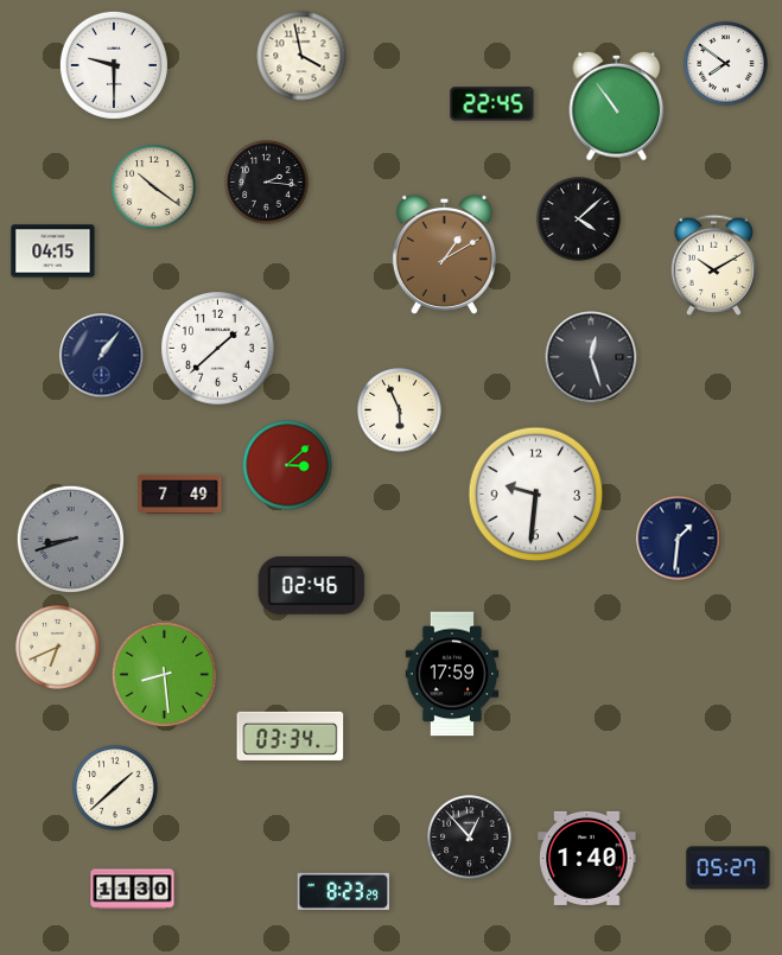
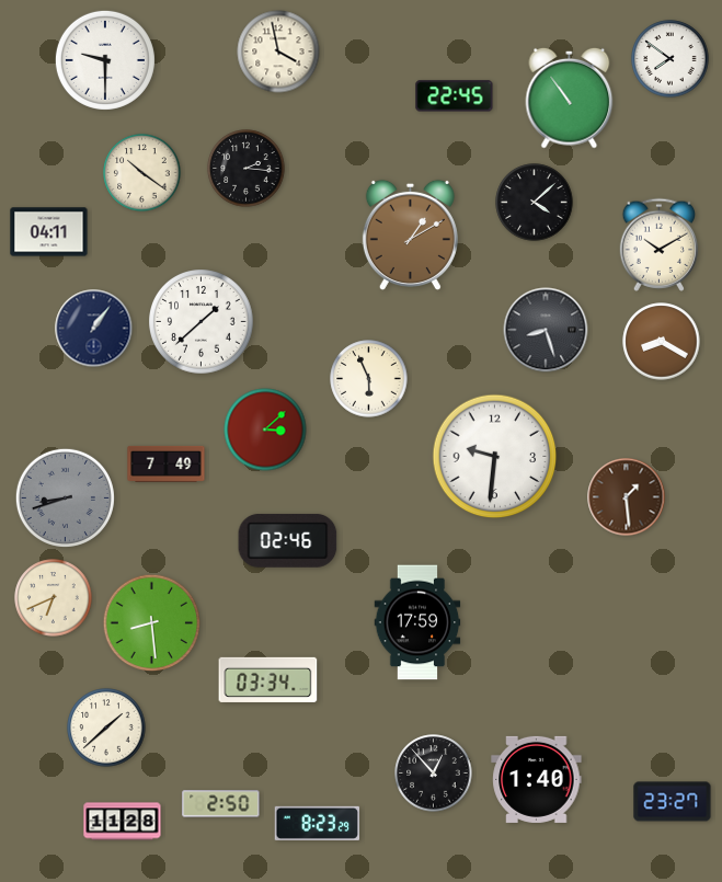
clock at (53, 252): 04:15 -> 04:11
clock at (591, 357): 12:27 -> 8:27
clock at (662, 342): none -> 8:20
clock at (180, 494) position: (180, 494) -> (167, 463)
clock at (679, 539): 1:31 -> 1:29
clock at (679, 539) dial: navy -> brown
clock at (587, 858) position: (587, 858) -> (537, 779)
clock at (729, 868): 05:27 -> 23:27
clock at (221, 804): none -> 2:50
clock at (133, 890): 11:30 -> 11:28
